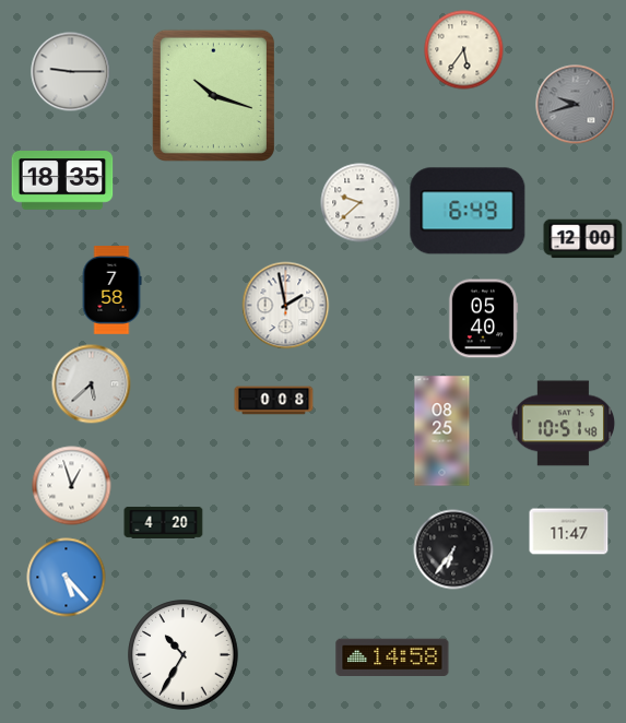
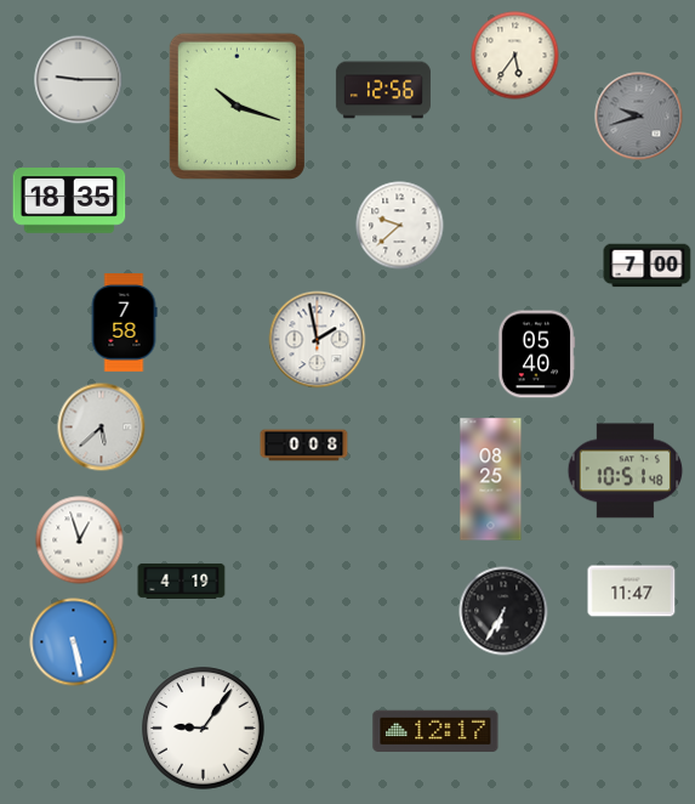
clock at (383, 90): none -> 12:56
clock at (468, 211): 6:49 -> none
clock at (583, 239): 12:00 -> 7:00
clock at (164, 523): 4:20 -> 4:19
clock at (453, 549): 6:36 -> 6:35
clock at (67, 578): 5:23 -> 5:28
clock at (184, 655): 10:35 -> 9:06
clock at (392, 656): 14:58 -> 12:17
